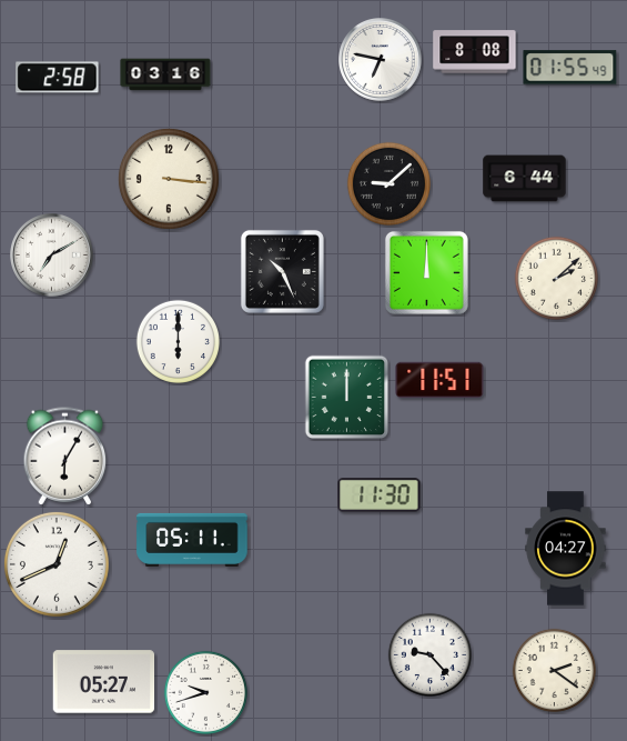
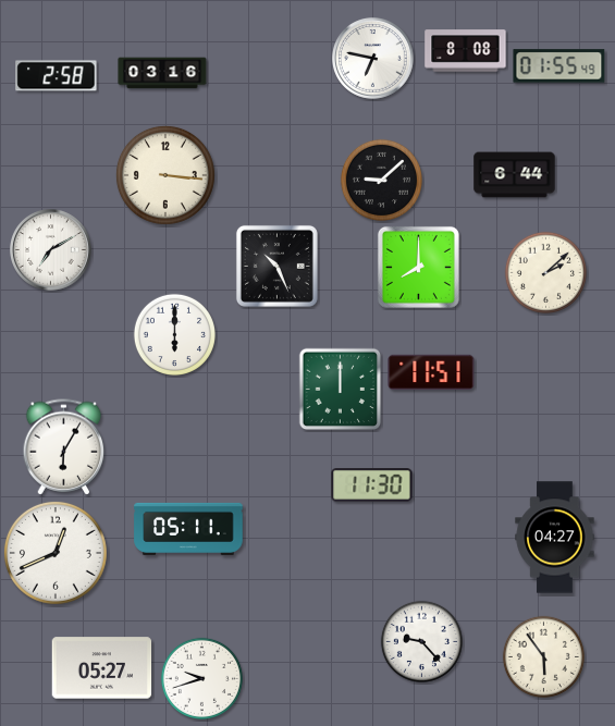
clock at (426, 272): 12:00 -> 8:00
clock at (554, 670): 2:21 -> 5:54
